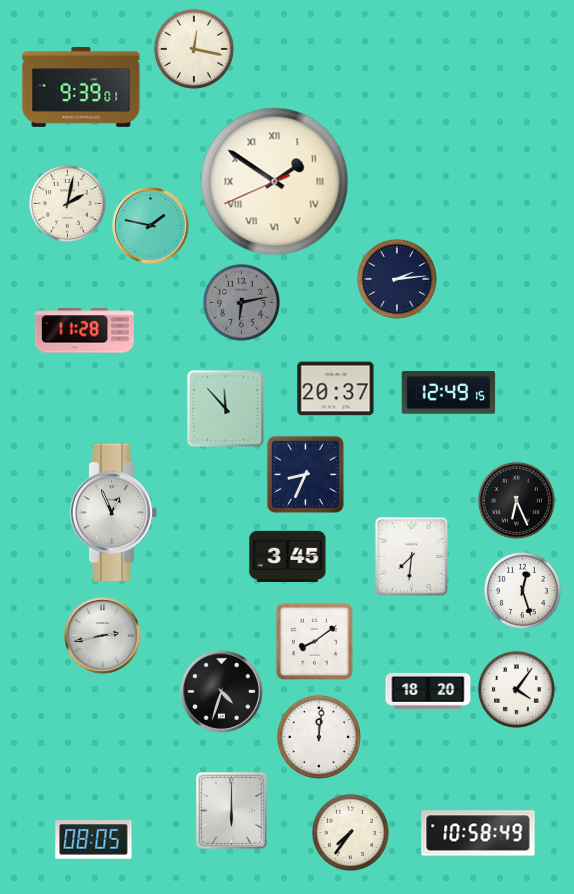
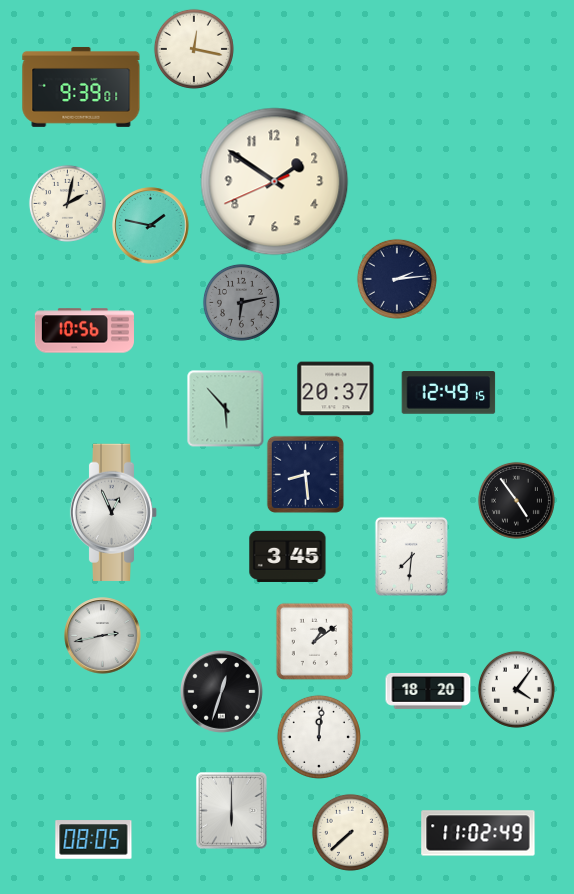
clock at (275, 182) numerals: Roman -> Arabic
clock at (84, 331): 11:28 -> 10:56
clock at (226, 409): 11:53 -> 5:53
clock at (305, 474): 8:34 -> 8:29
clock at (516, 500): 6:26 -> 4:54
clock at (522, 590): 12:27 -> none
clock at (314, 641): 8:09 -> 1:09
clock at (221, 691): 4:33 -> 12:33
clock at (350, 832): 7:36 -> 7:38
clock at (478, 833): 10:58 -> 11:02
